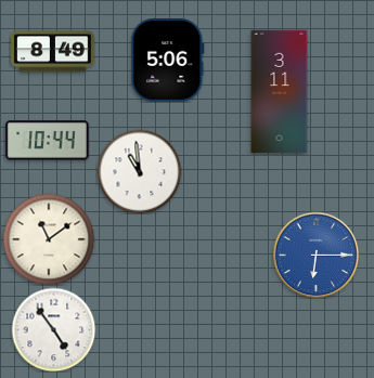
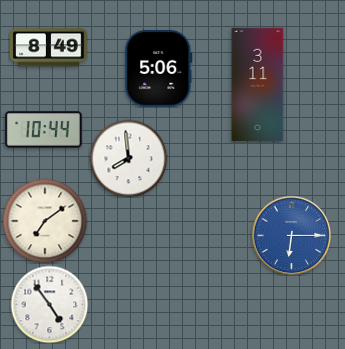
clock at (168, 61) position: (168, 61) -> (159, 69)
clock at (139, 171): 10:59 -> 7:59
clock at (49, 239): 11:09 -> 7:09
